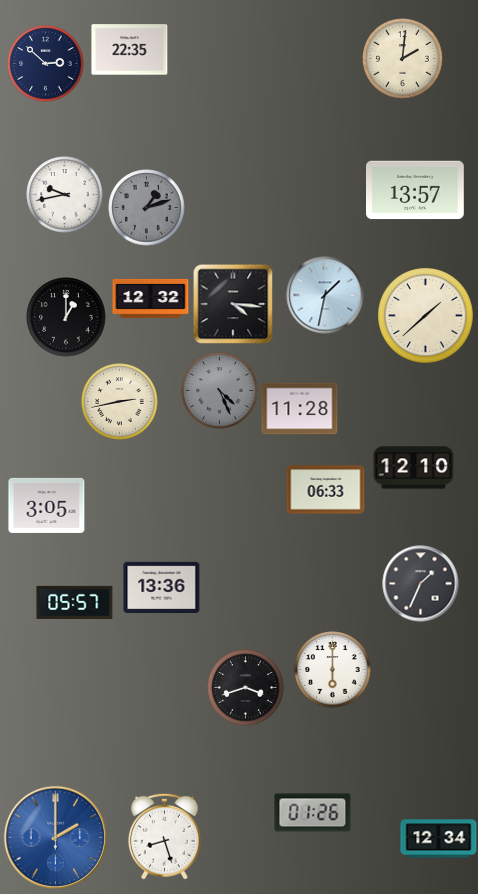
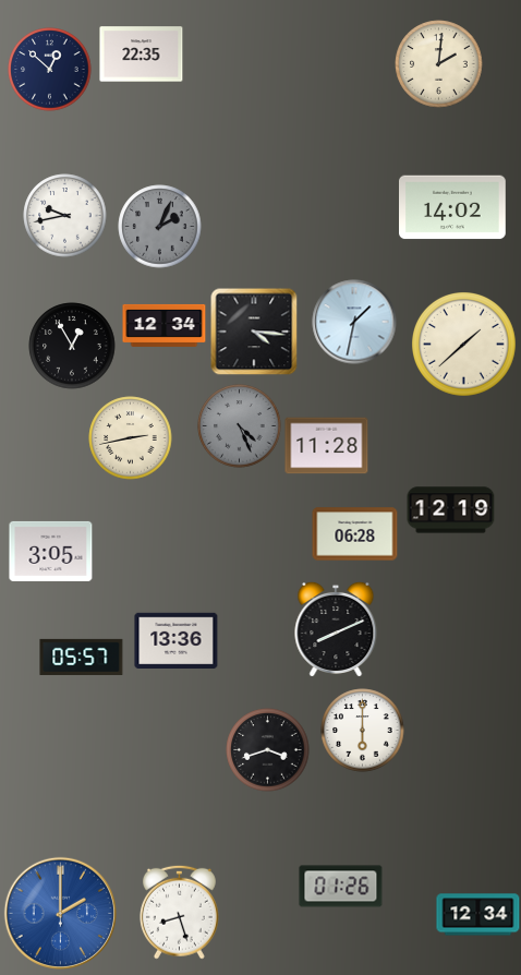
clock at (46, 64): 2:52 -> 12:52
clock at (415, 190): 13:57 -> 14:02
clock at (65, 195) position: (65, 195) -> (65, 216)
clock at (147, 208): 1:12 -> 2:04
clock at (151, 298): 12:32 -> 12:34
clock at (66, 317): 1:00 -> 12:55
clock at (414, 468): 12:10 -> 12:19
clock at (326, 490): 06:33 -> 06:28
clock at (336, 628): none -> 8:11
clock at (421, 584): 1:34 -> none
